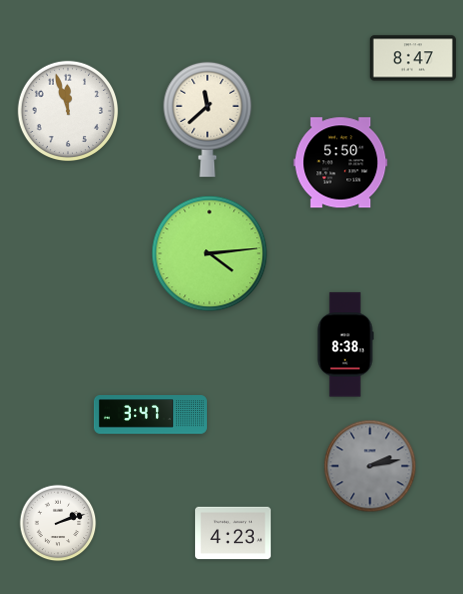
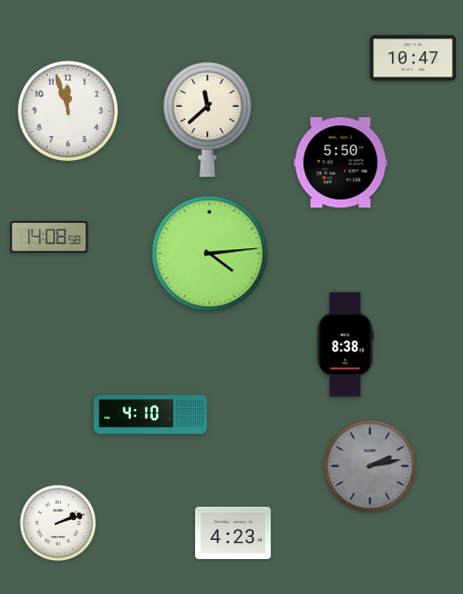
clock at (413, 58): 8:47 -> 10:47
clock at (49, 238): none -> 14:08
clock at (150, 415): 3:47 -> 4:10
